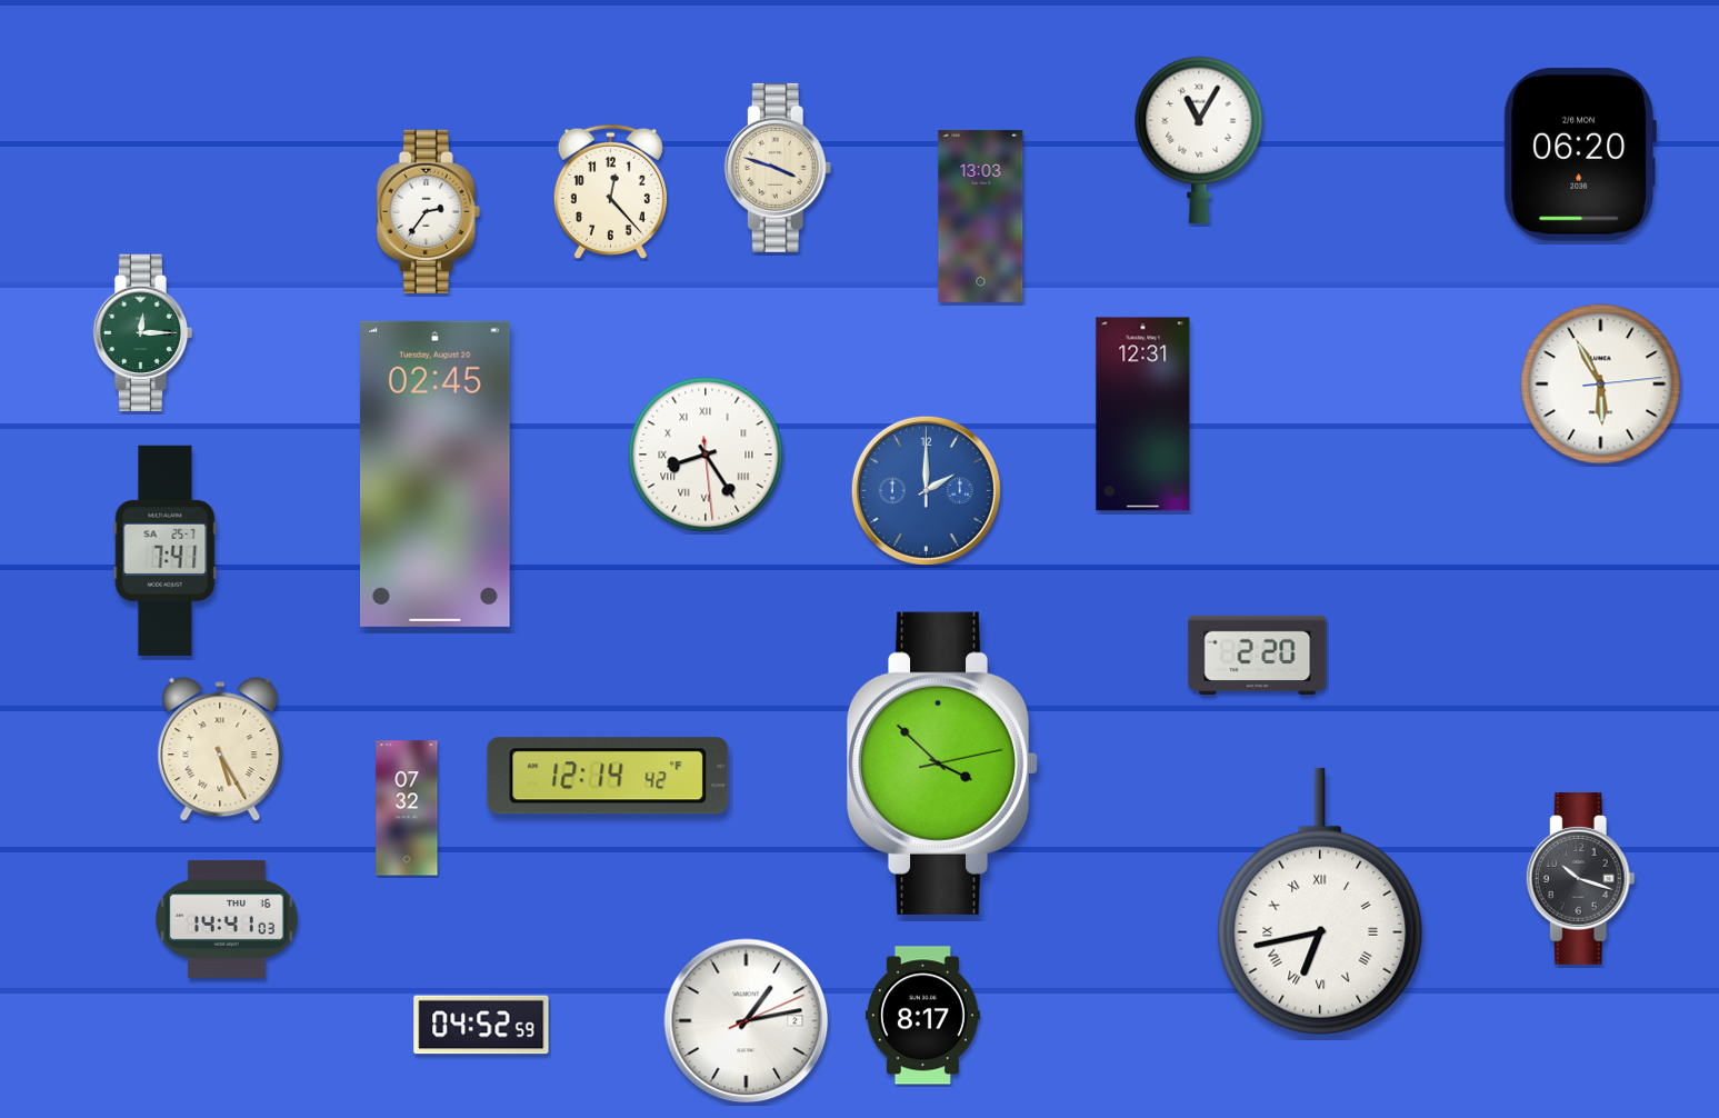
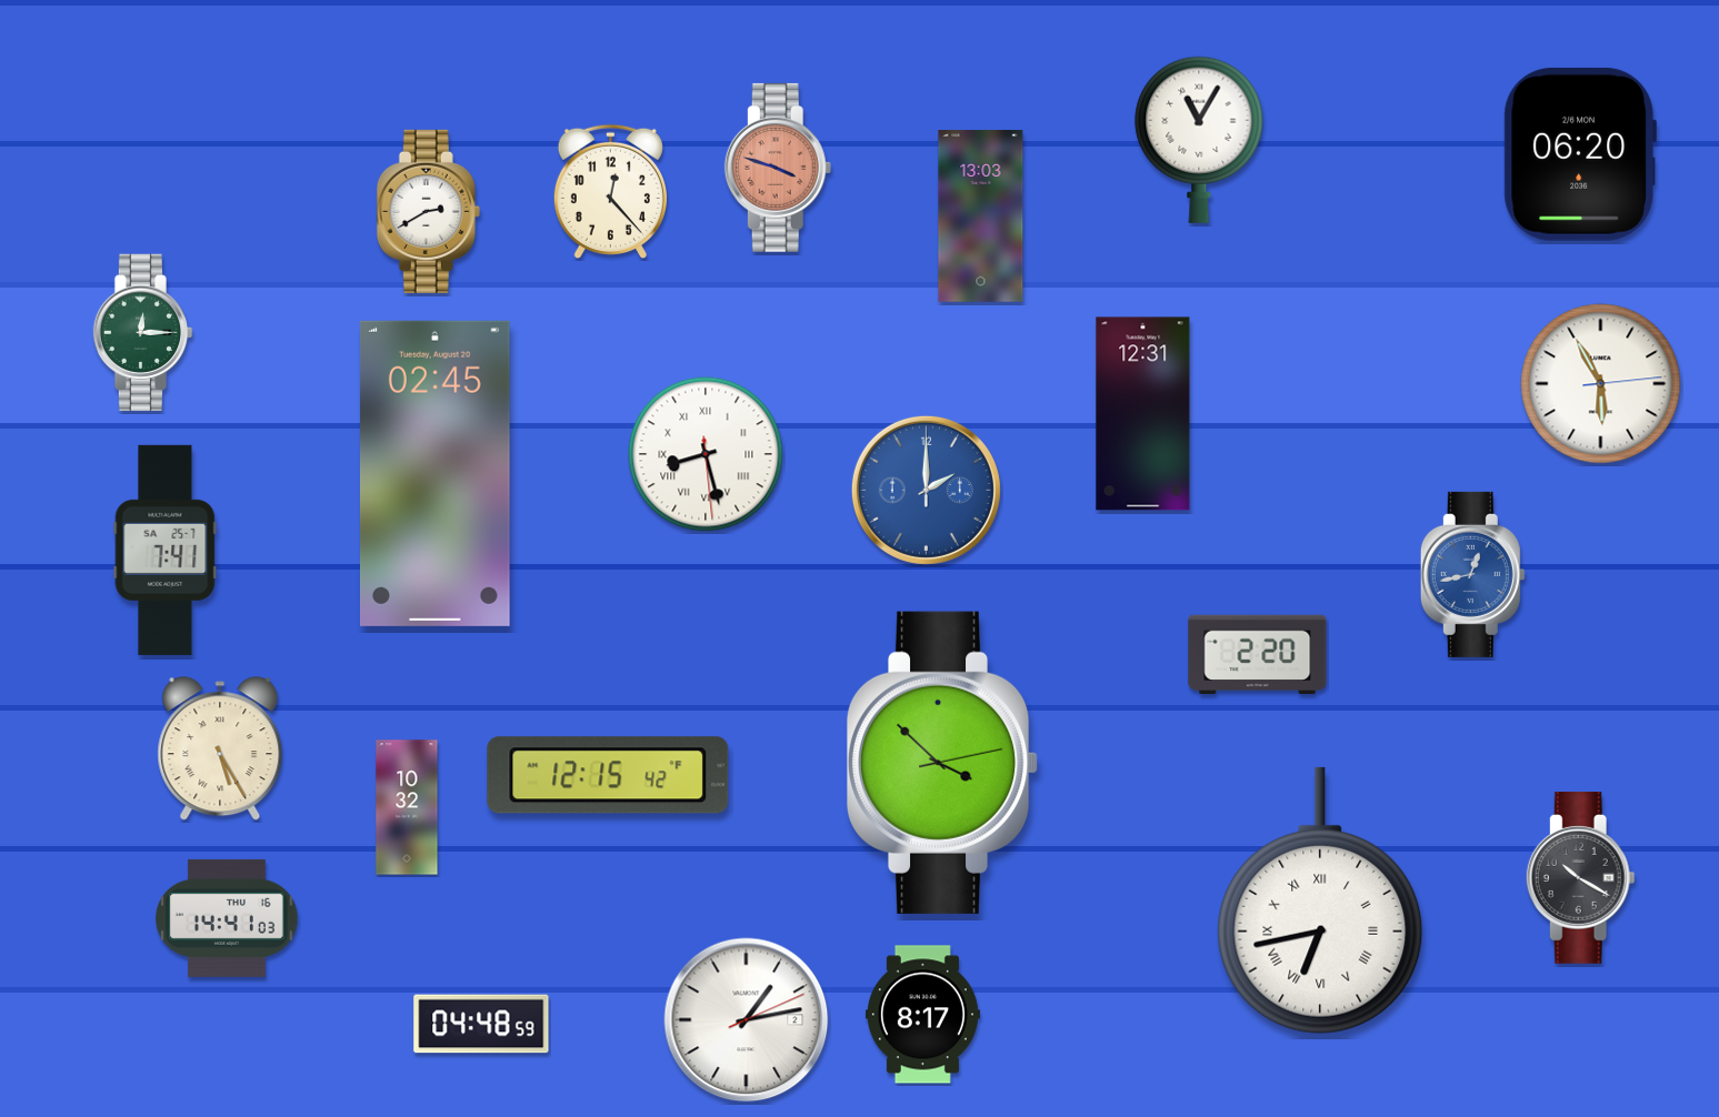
clock at (778, 168) dial: cream -> salmon
clock at (428, 211): 2:36 -> 2:40
clock at (706, 455): 8:24 -> 8:27
clock at (1472, 574): none -> 12:43
clock at (608, 776): 12:14 -> 12:15
clock at (407, 808): 07:32 -> 10:32
clock at (1580, 879): 10:18 -> 10:20
clock at (481, 1025): 04:52 -> 04:48
